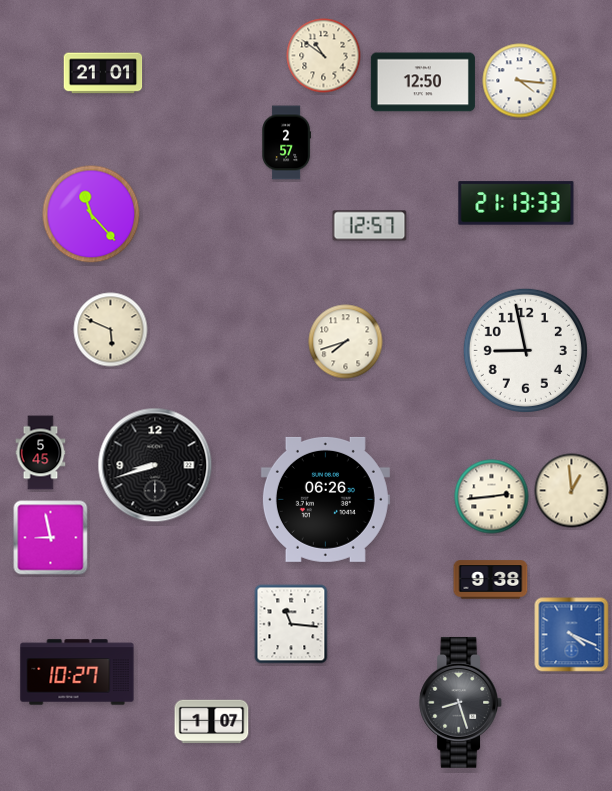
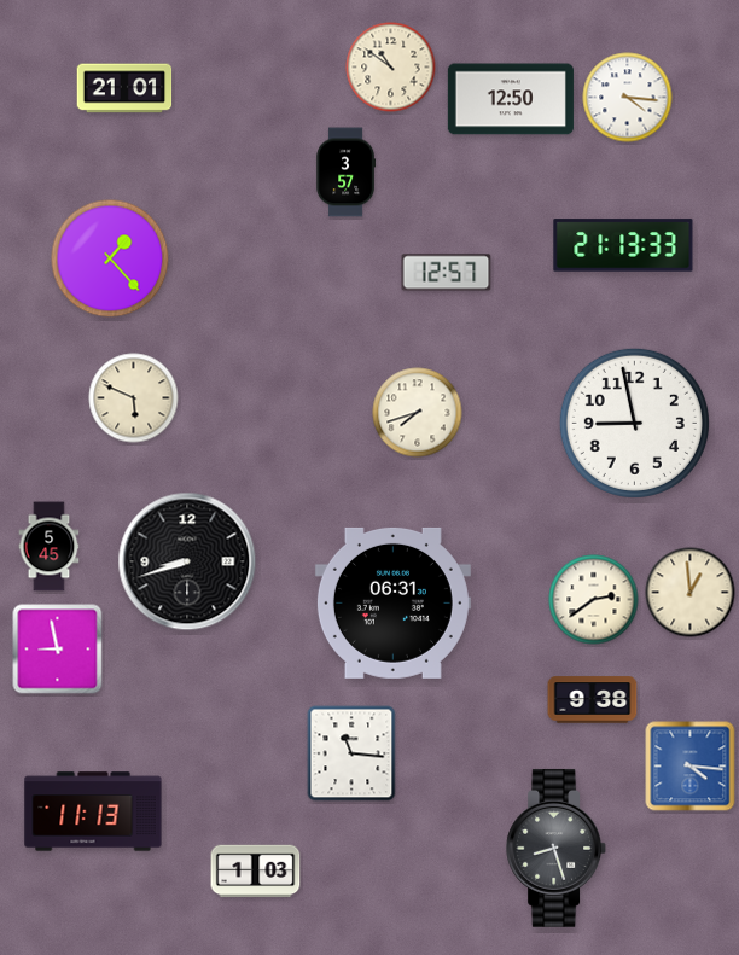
clock at (286, 143): 2:57 -> 3:57
clock at (91, 214): 11:23 -> 1:23
clock at (492, 497): 2:44 -> 2:39
clock at (325, 499): 06:26 -> 06:31
clock at (51, 538) position: (51, 538) -> (58, 650)
clock at (572, 635): 4:19 -> 4:16
clock at (77, 672): 10:27 -> 11:13
clock at (212, 722): 1:07 -> 1:03
